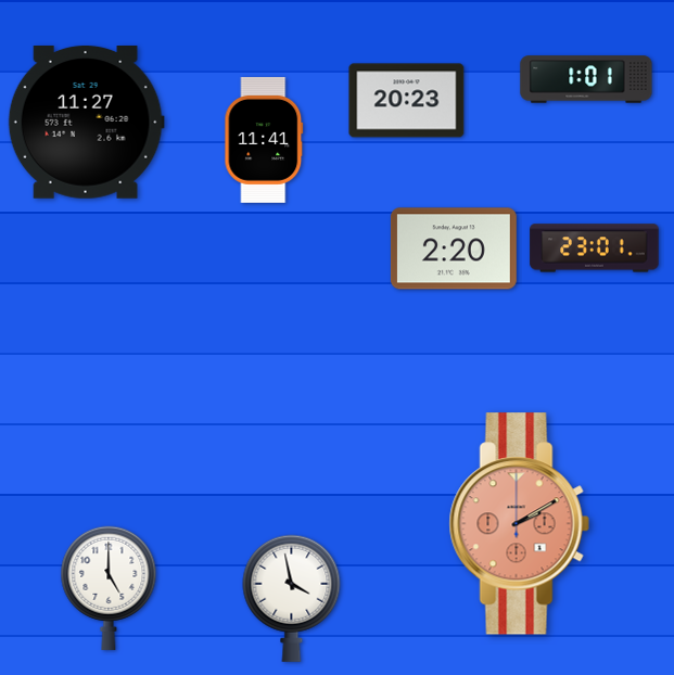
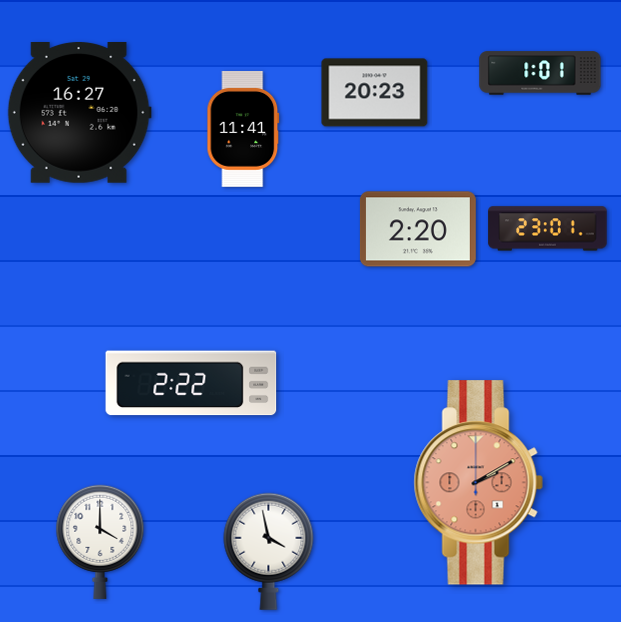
clock at (86, 123): 11:27 -> 16:27
clock at (191, 383): none -> 2:22
clock at (109, 588): 5:00 -> 4:00
